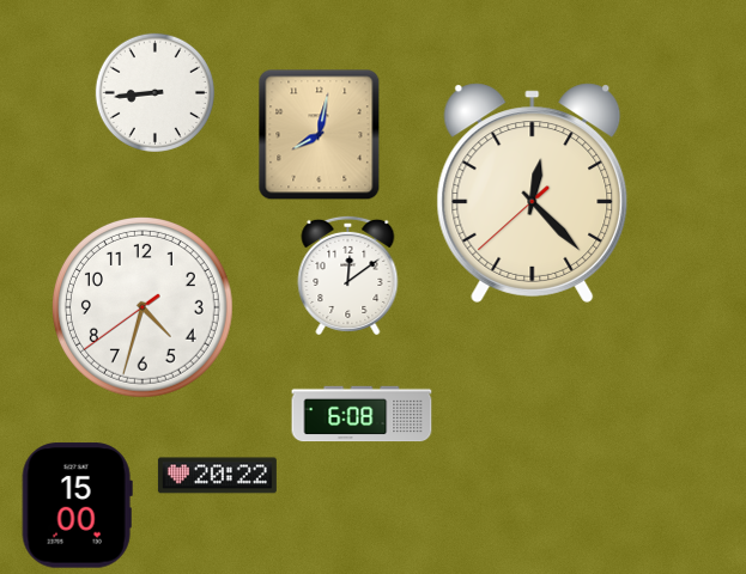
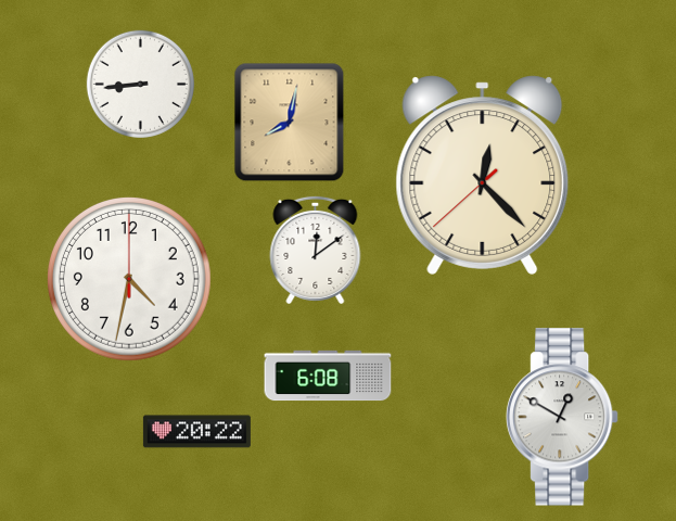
clock at (142, 307): 4:32:39 -> 4:32:00
clock at (562, 417): none -> 12:50
clock at (77, 506): 15:00 -> none
